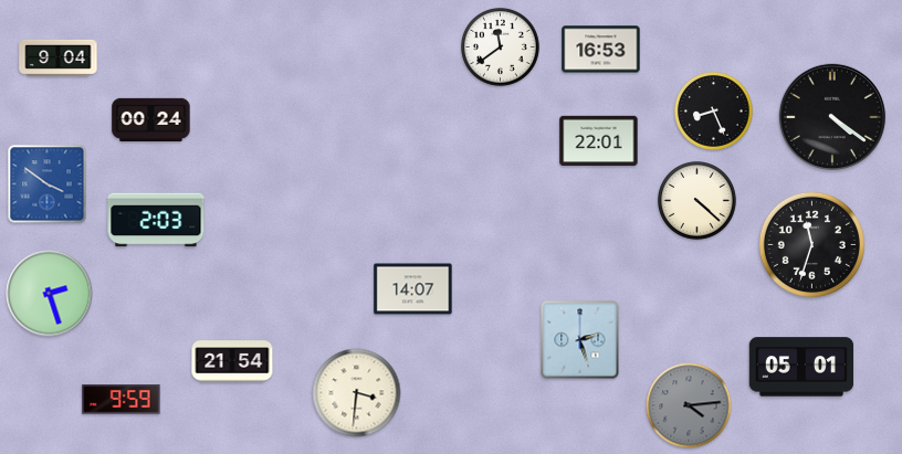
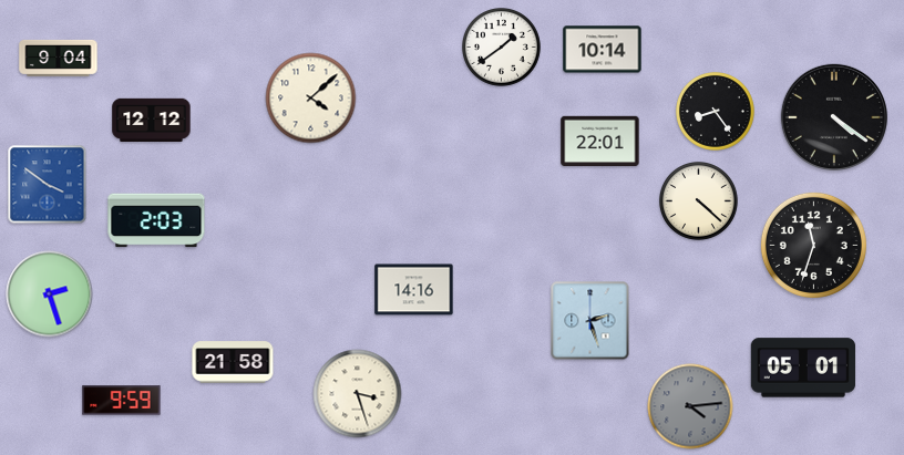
clock at (501, 47): 11:39 -> 1:39
clock at (601, 50): 16:53 -> 10:14
clock at (311, 99): none -> 4:08
clock at (714, 112): 8:26 -> 8:24
clock at (151, 119): 00:24 -> 12:12
clock at (413, 289): 14:07 -> 14:16
clock at (580, 340) position: (580, 340) -> (590, 321)
clock at (232, 361): 21:54 -> 21:58
clock at (357, 393): 3:31 -> 3:27
